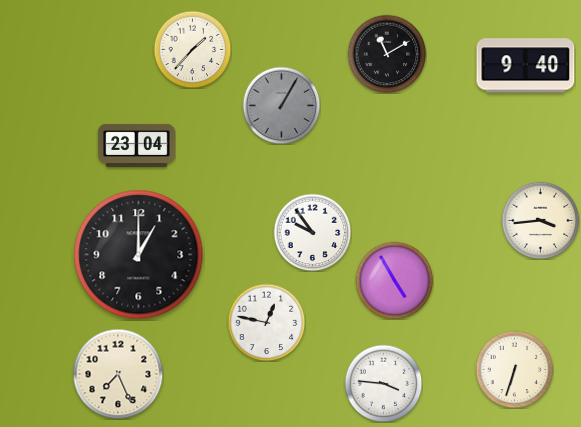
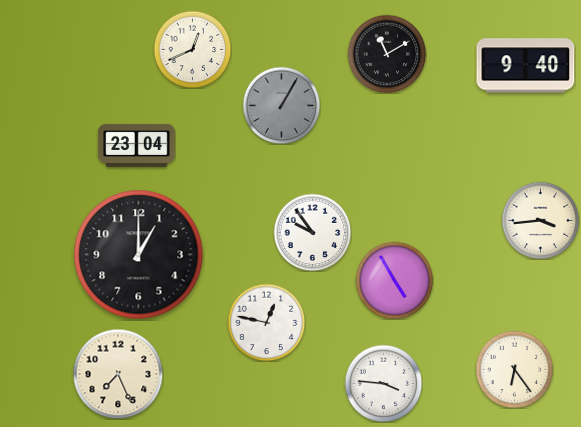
clock at (192, 49): 1:37 -> 12:41
clock at (514, 369): 6:33 -> 6:24
